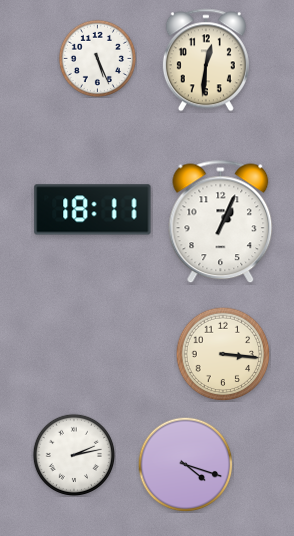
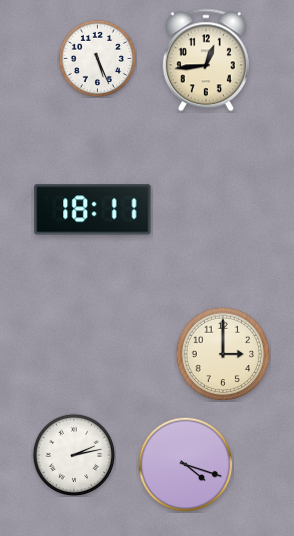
clock at (206, 60): 12:31 -> 12:44
clock at (221, 222): 1:04 -> none
clock at (223, 354): 3:16 -> 3:00
